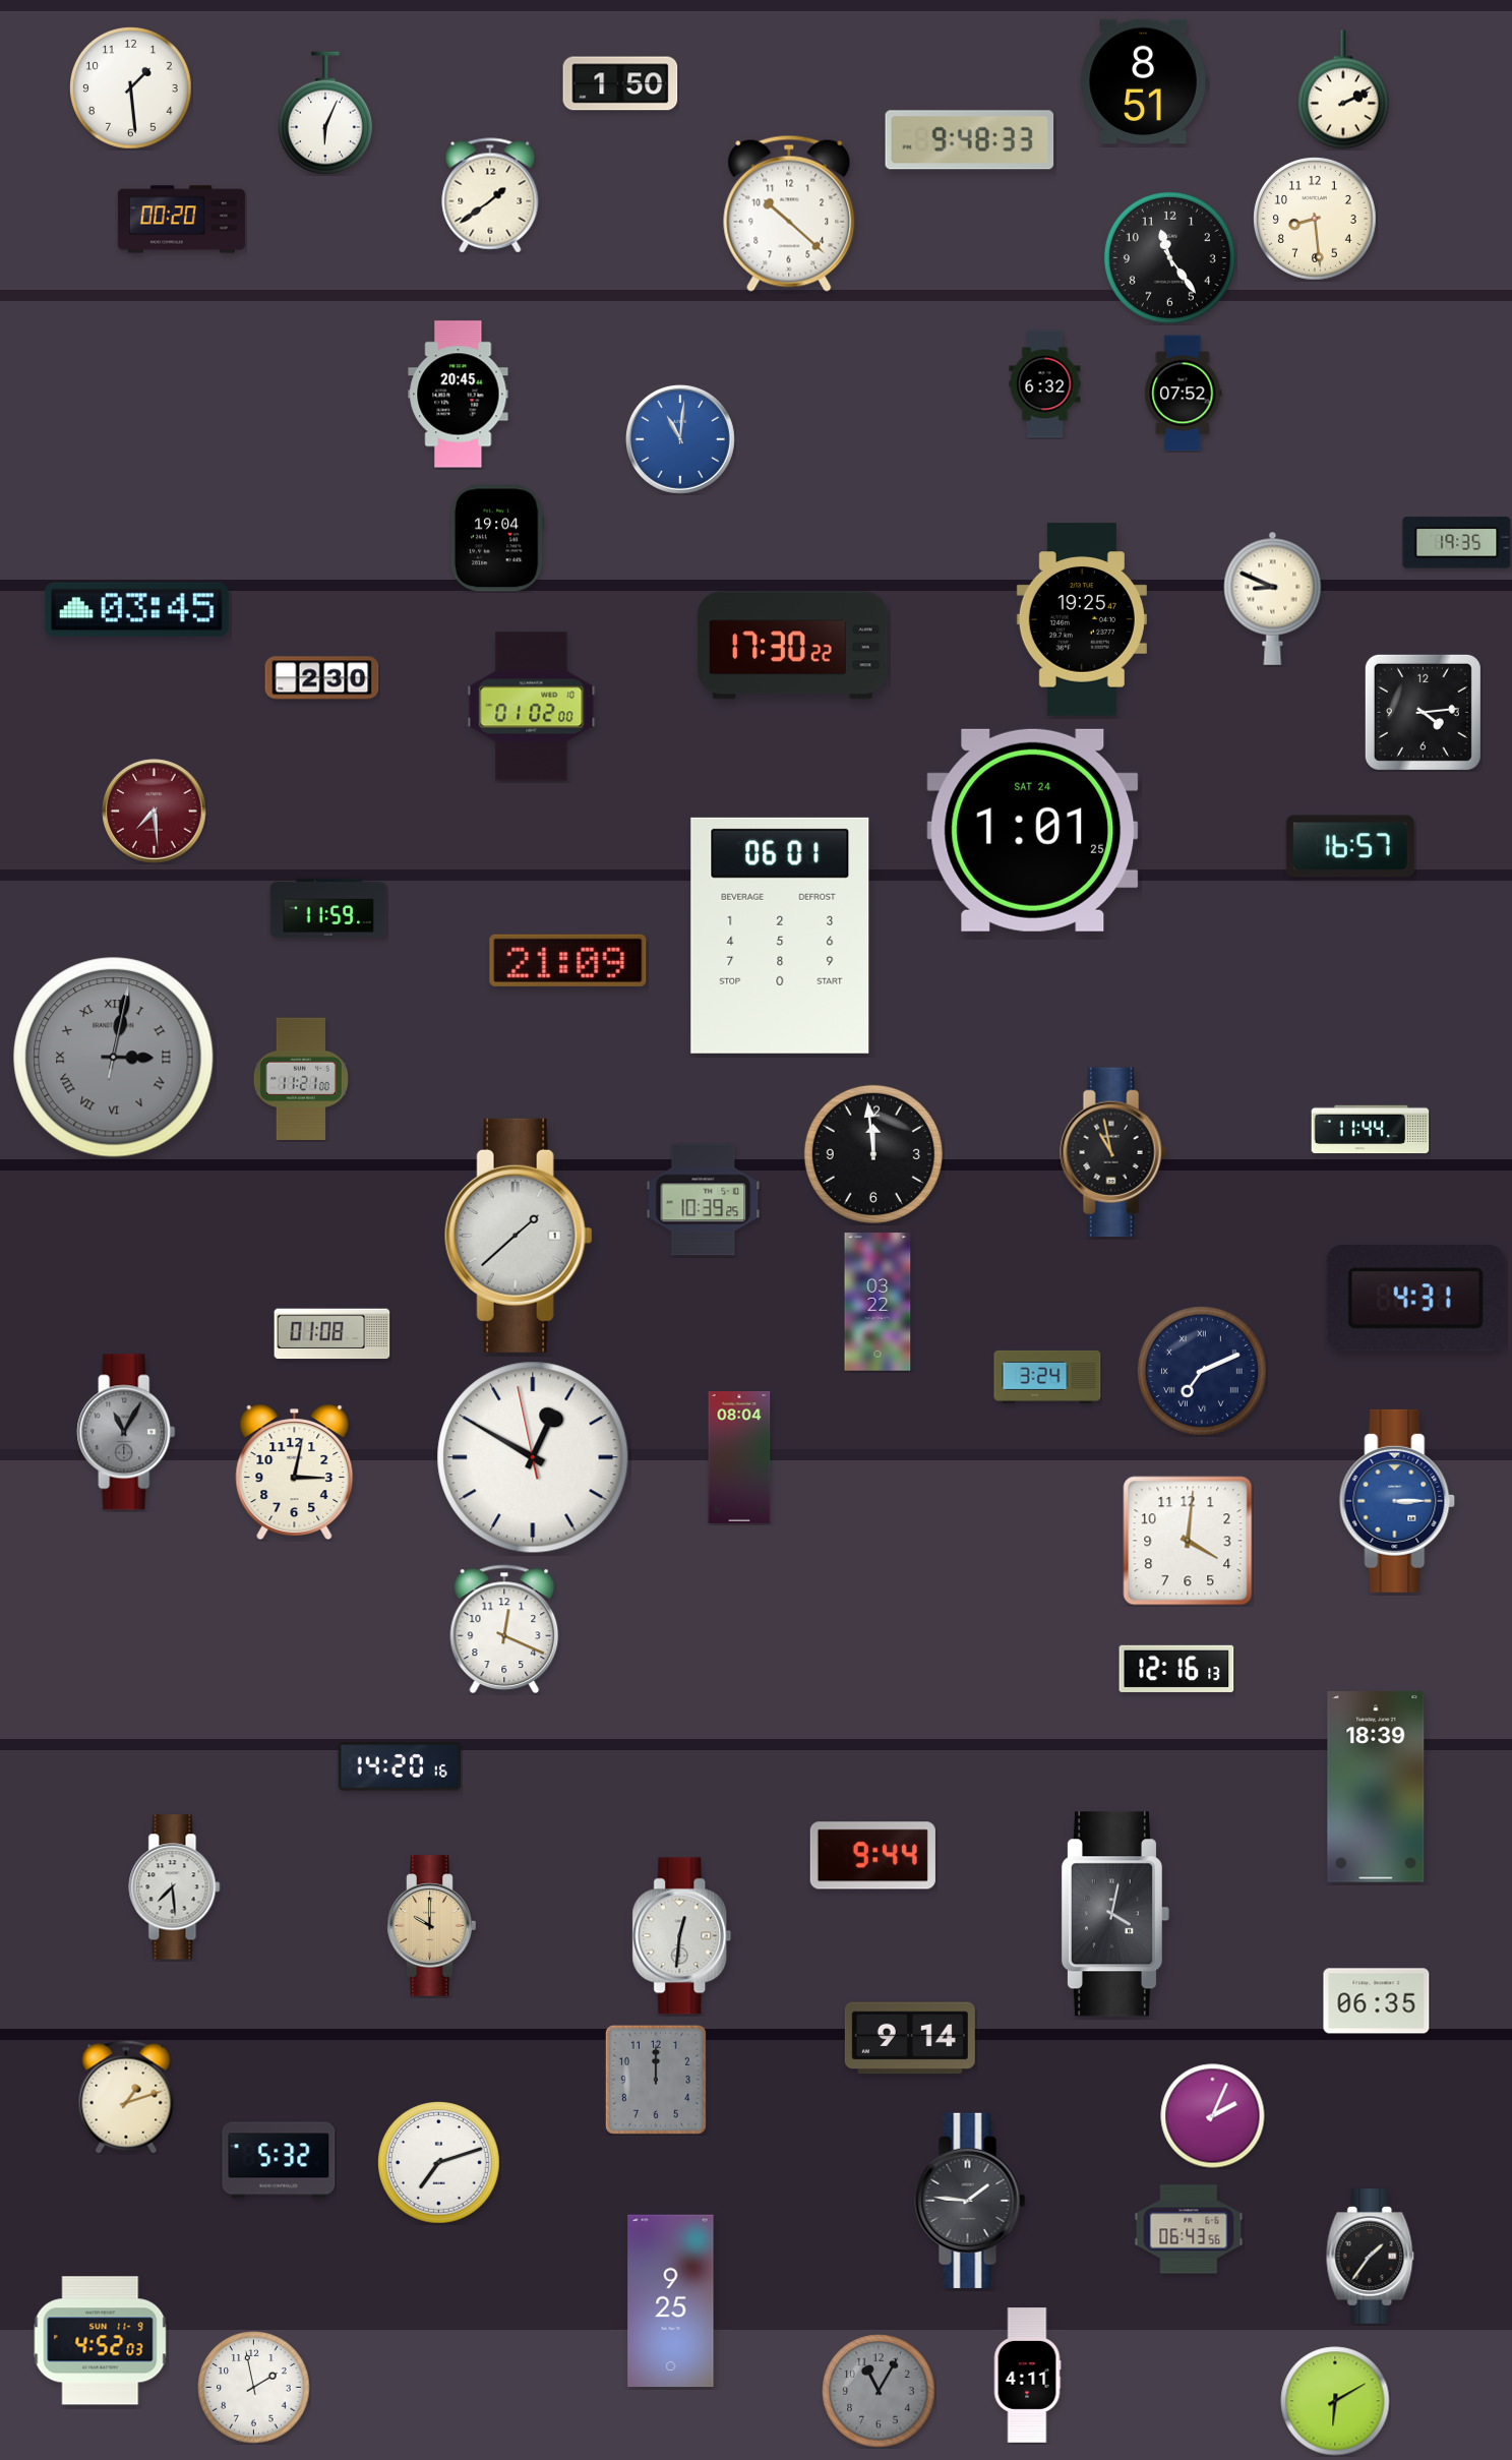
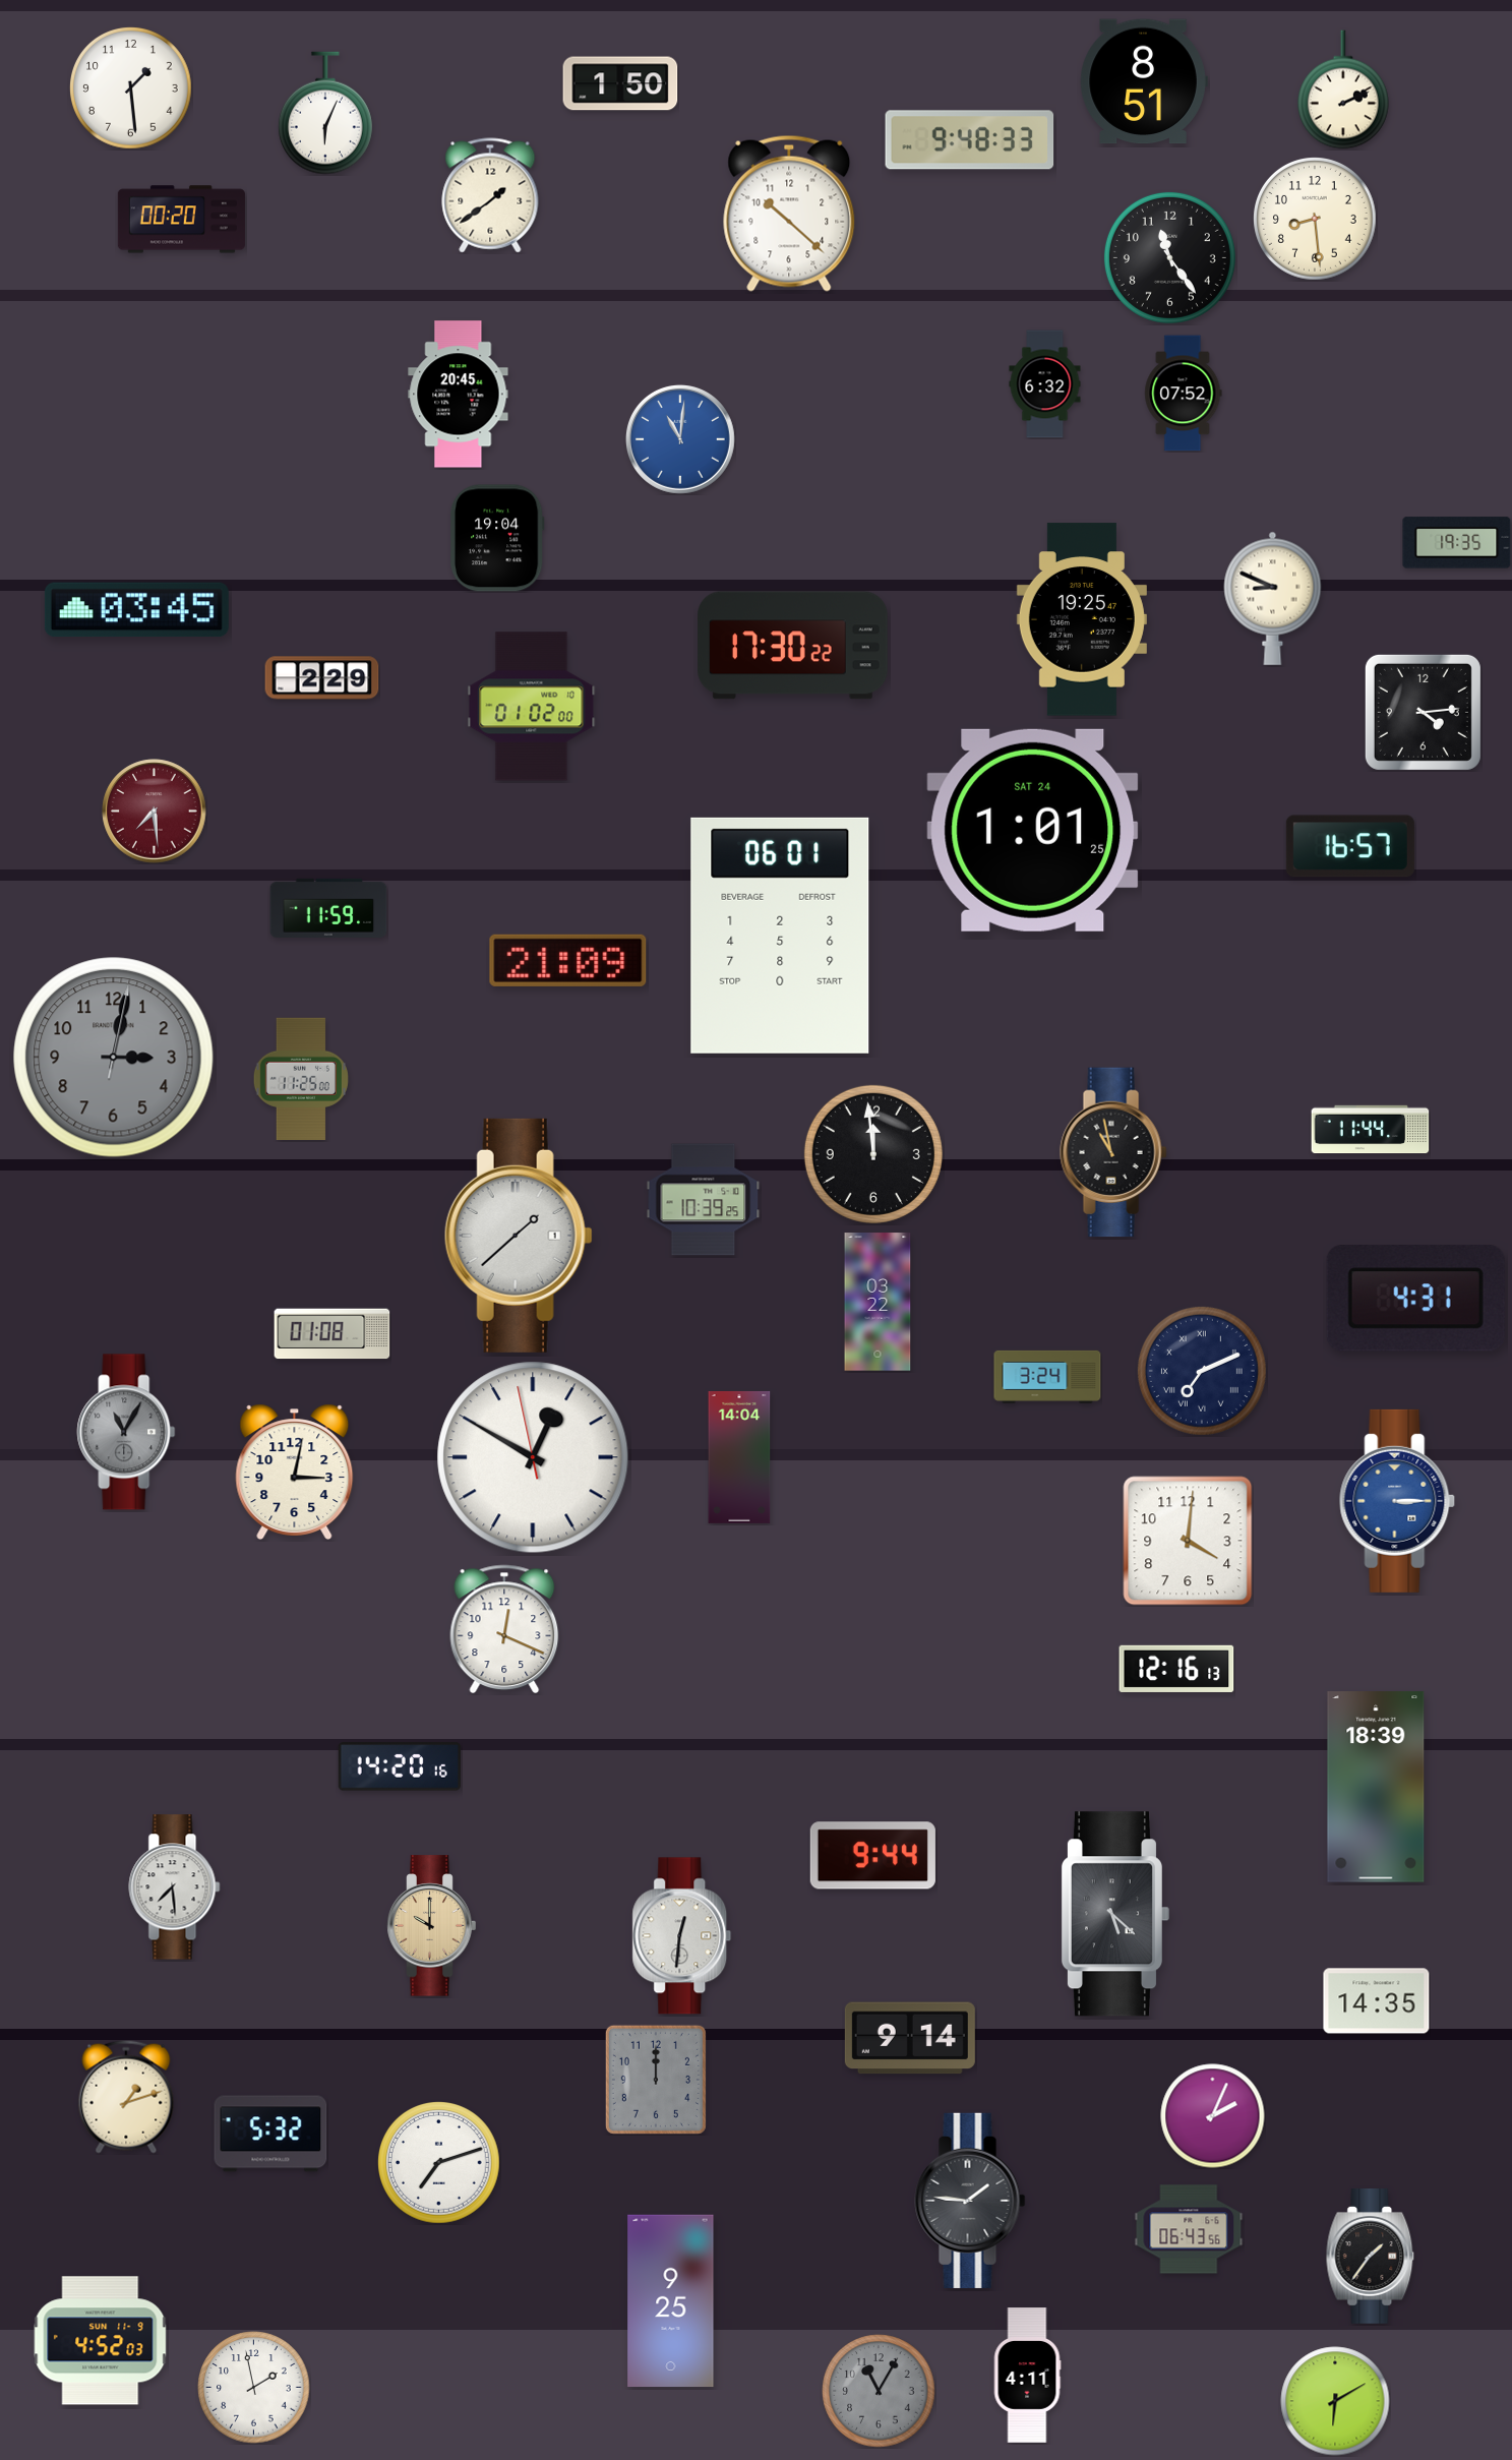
clock at (322, 678): 2:30 -> 2:29
clock at (114, 1058) numerals: Roman -> Arabic
clock at (301, 1079): 11:21 -> 11:25
clock at (739, 1457): 08:04 -> 14:04
clock at (1114, 1914): 4:02 -> 5:22
clock at (1377, 2001): 06:35 -> 14:35
clock at (279, 2160) position: (279, 2160) -> (270, 2134)
